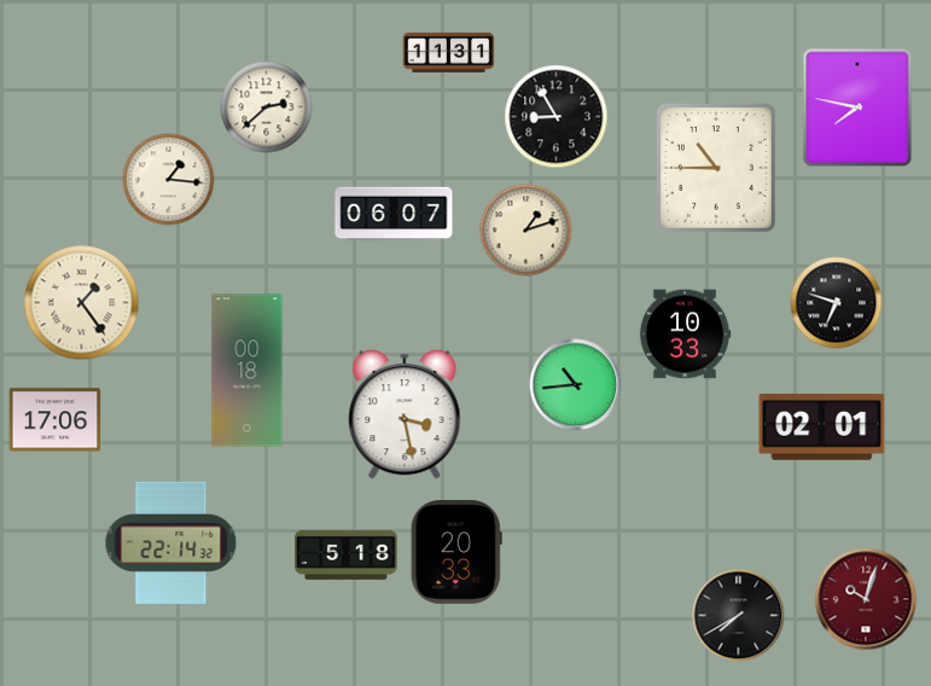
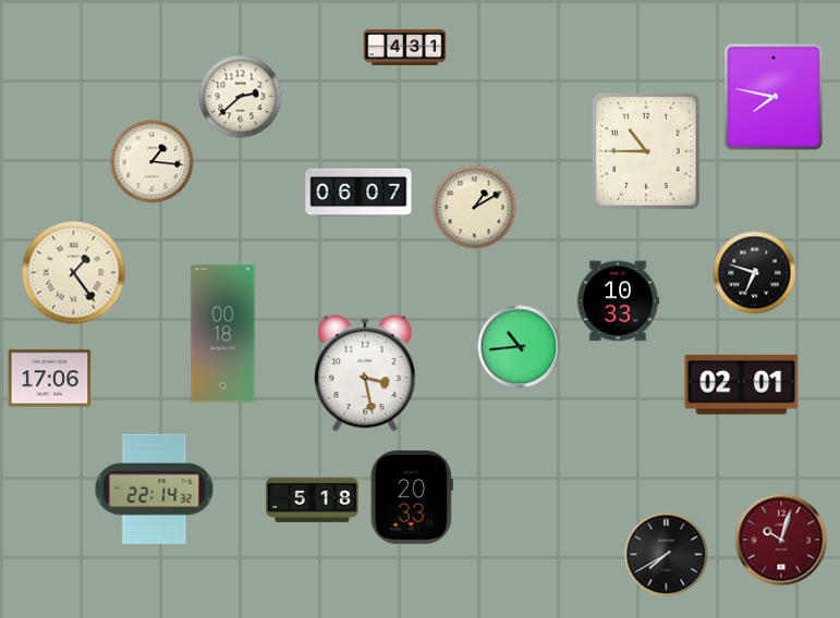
clock at (449, 52): 11:31 -> 4:31
clock at (557, 117): 8:55 -> none
clock at (394, 214) position: (394, 214) -> (358, 193)
clock at (526, 231): 1:12 -> 1:10
